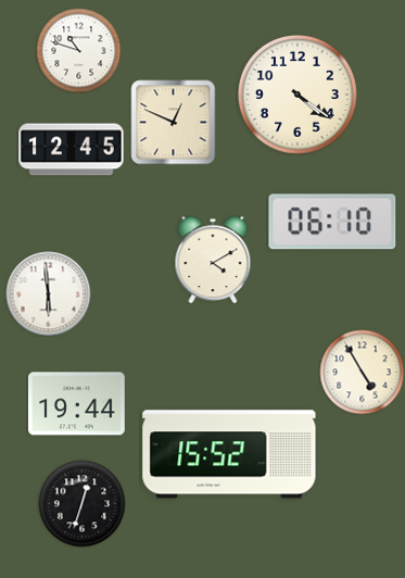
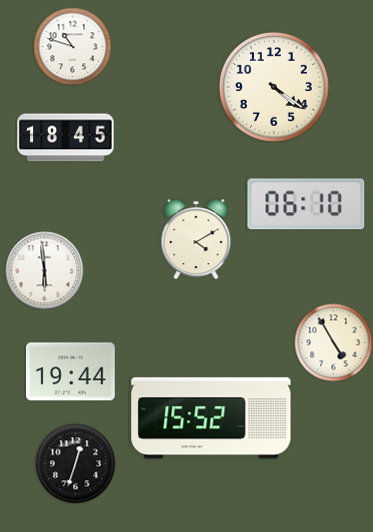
clock at (173, 122): 12:49 -> none
clock at (72, 150): 12:45 -> 18:45
